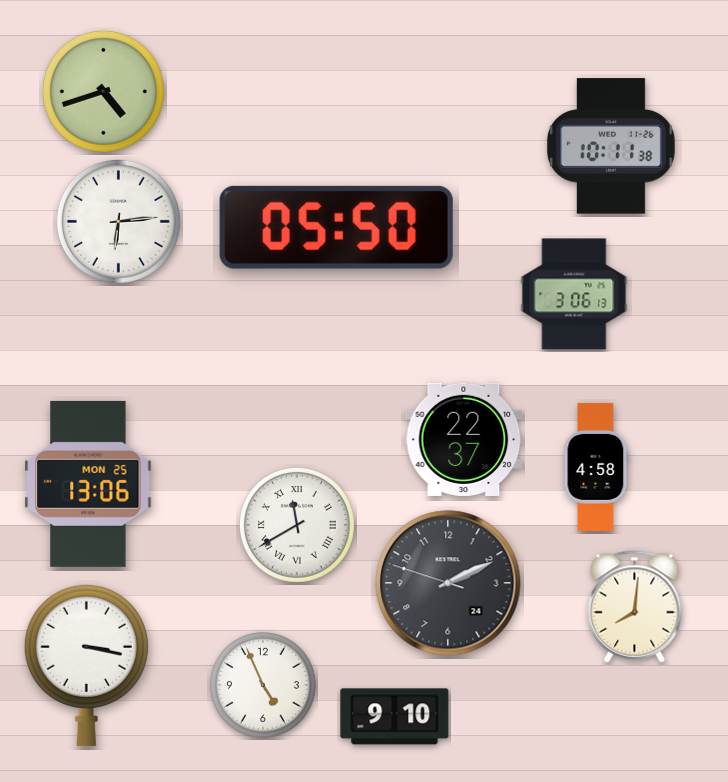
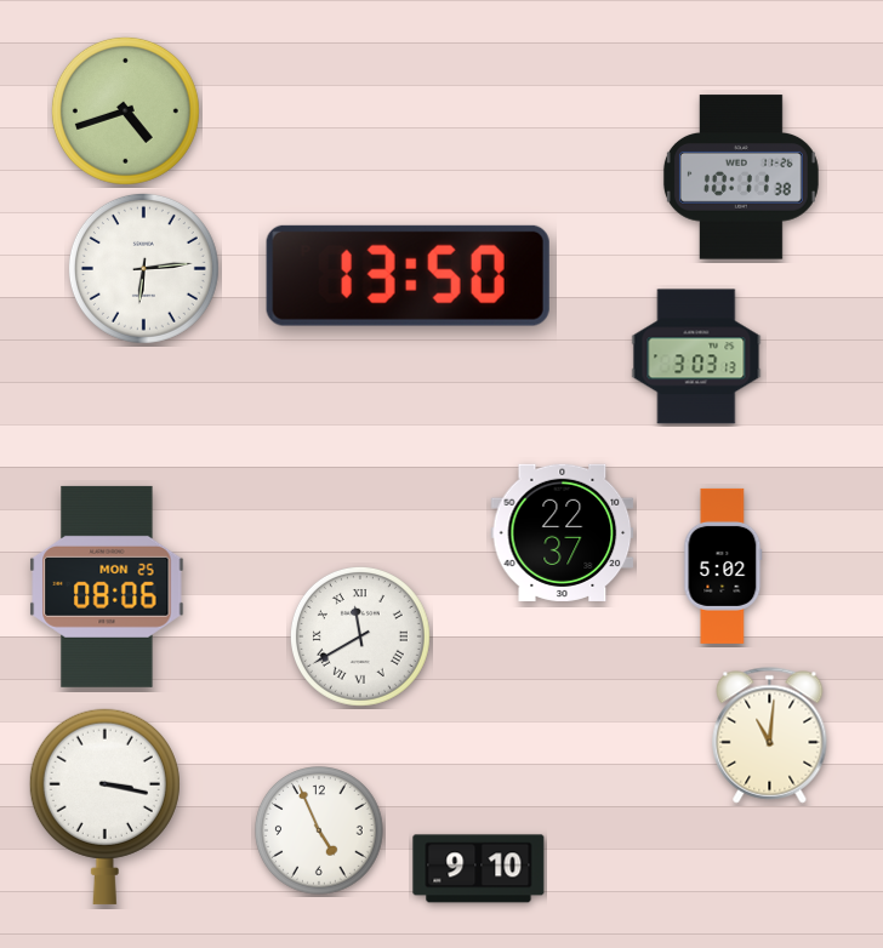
clock at (336, 227): 05:50 -> 13:50
clock at (574, 294): 3:06 -> 3:03
clock at (596, 467): 4:58 -> 5:02
clock at (88, 484): 13:06 -> 08:06
clock at (448, 583): 2:10 -> none
clock at (635, 607): 8:01 -> 11:01
